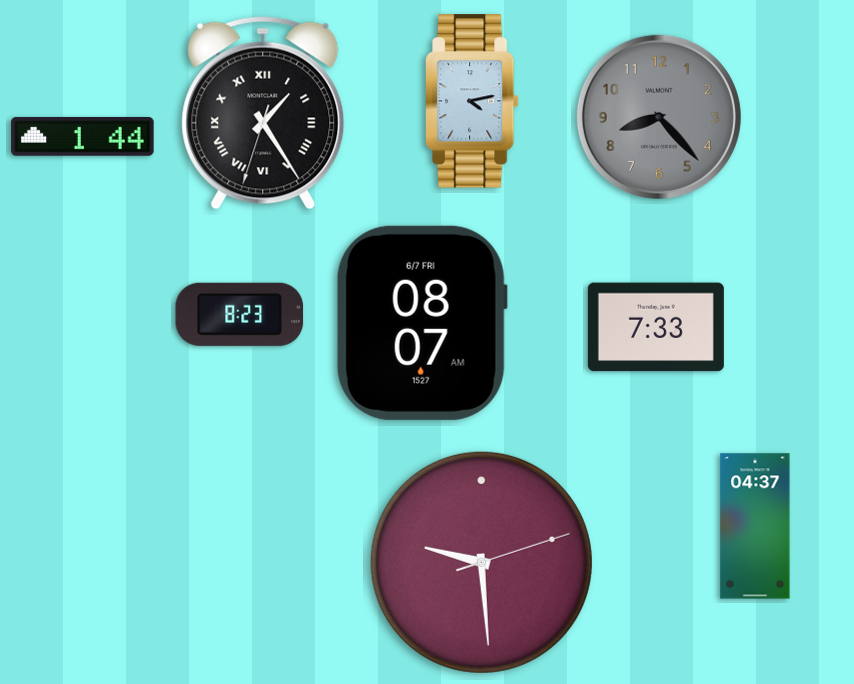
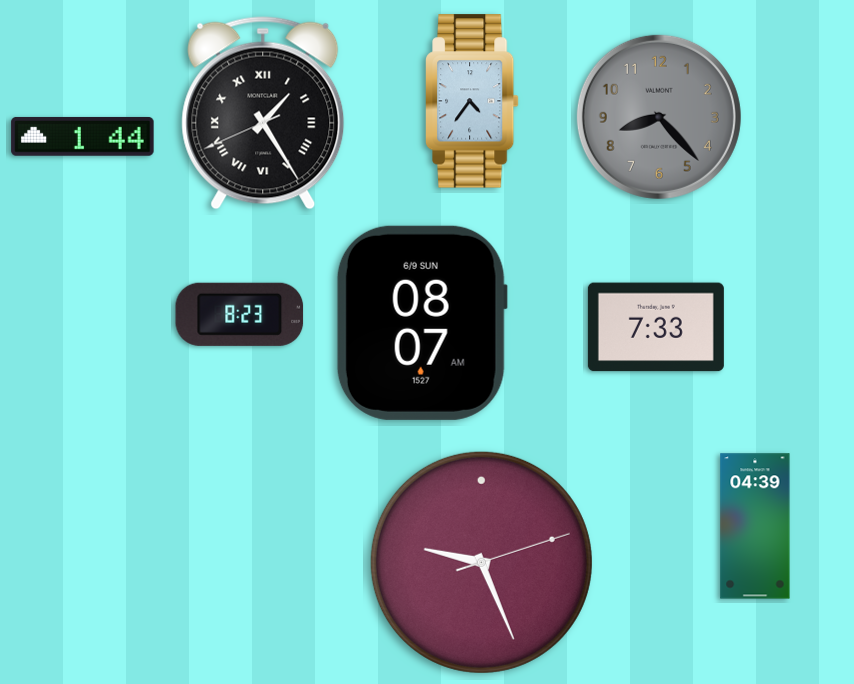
clock at (473, 101): 4:13 -> 4:36
clock at (263, 113): 1:24:33 -> 1:24:41
clock at (422, 323) date: 6/7 FRI -> 6/9 SUN
clock at (755, 526): 04:37 -> 04:39
clock at (481, 562): 9:29 -> 9:26
